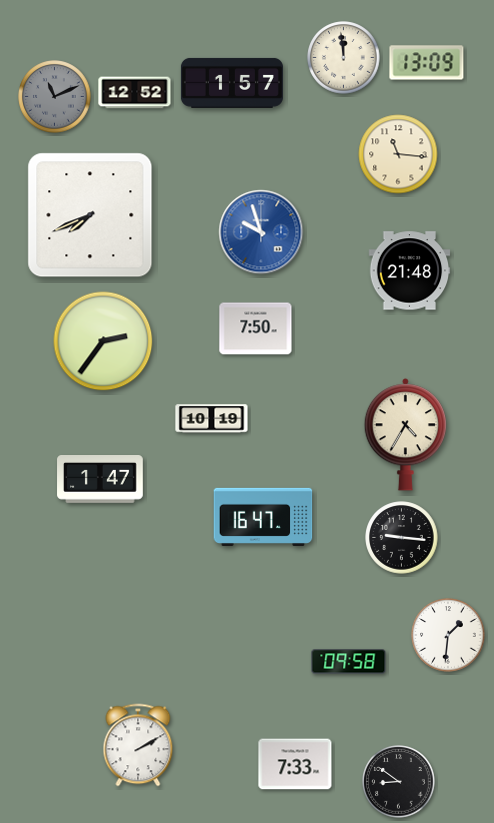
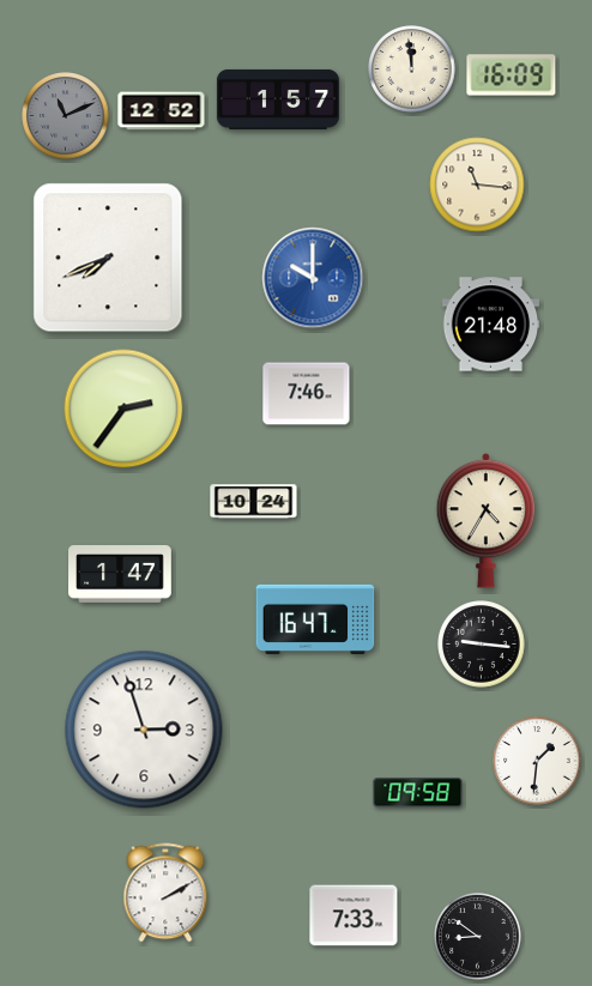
clock at (427, 63): 13:09 -> 16:09
clock at (261, 232): 9:57 -> 10:00
clock at (256, 329): 7:50 -> 7:46
clock at (212, 419): 10:19 -> 10:24
clock at (144, 730): none -> 2:57
